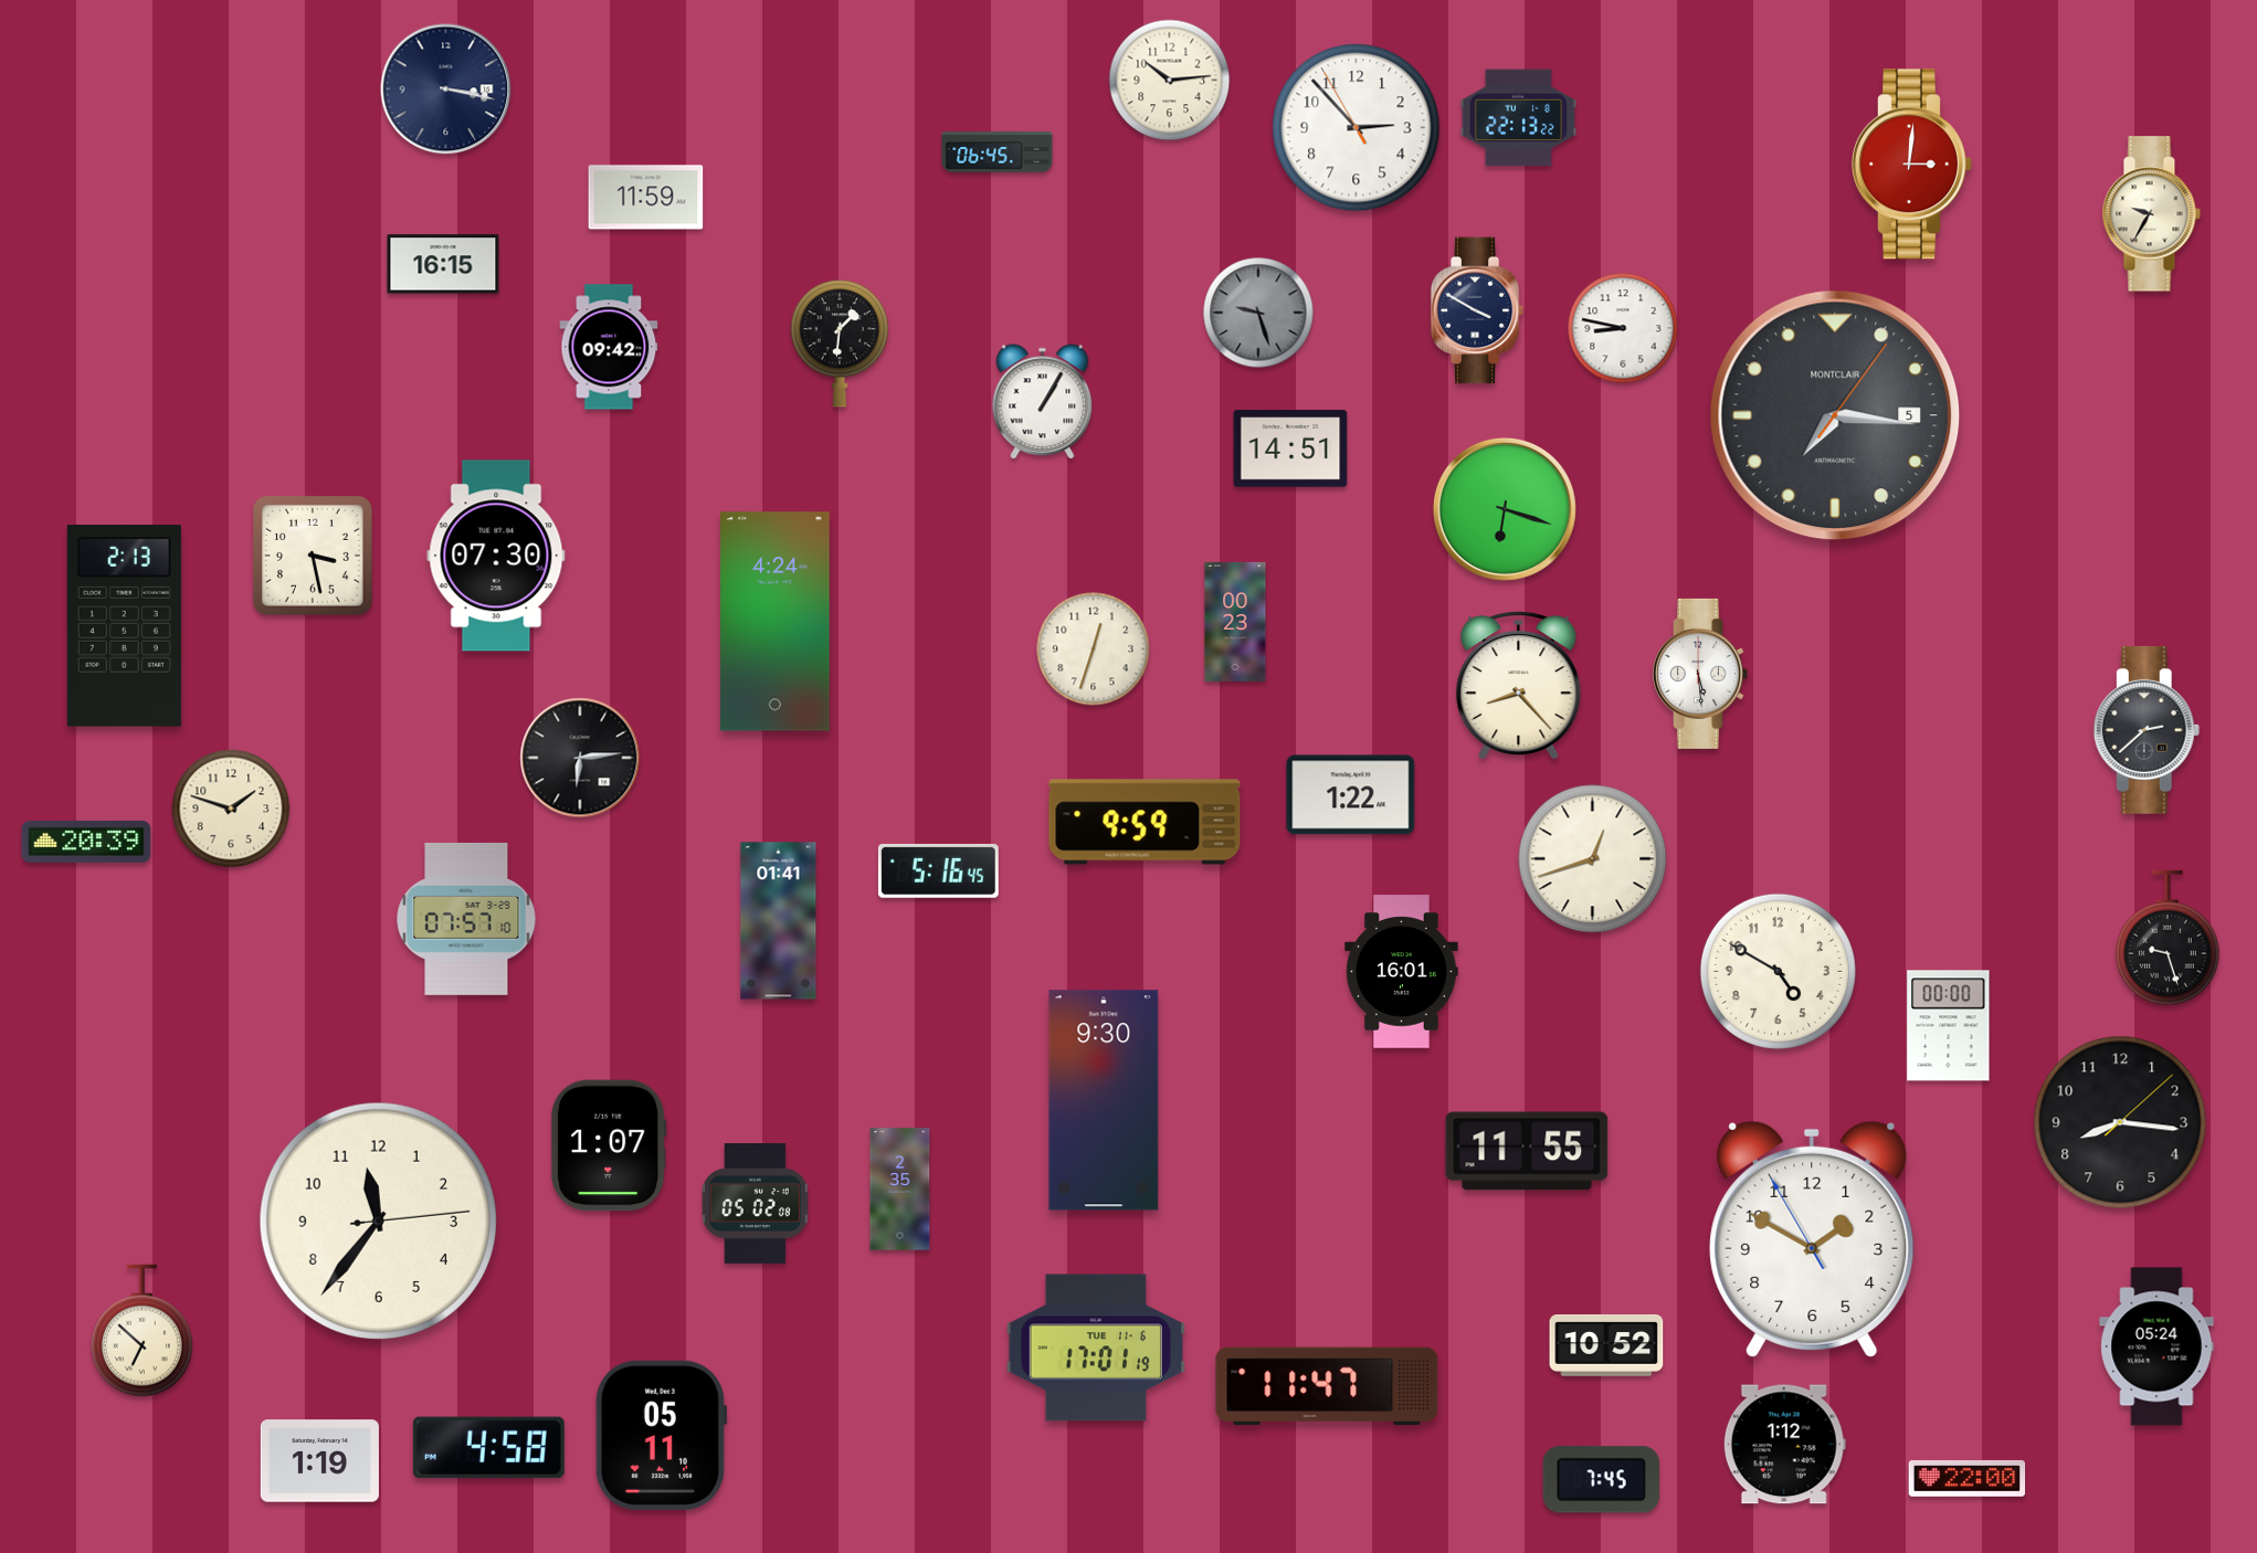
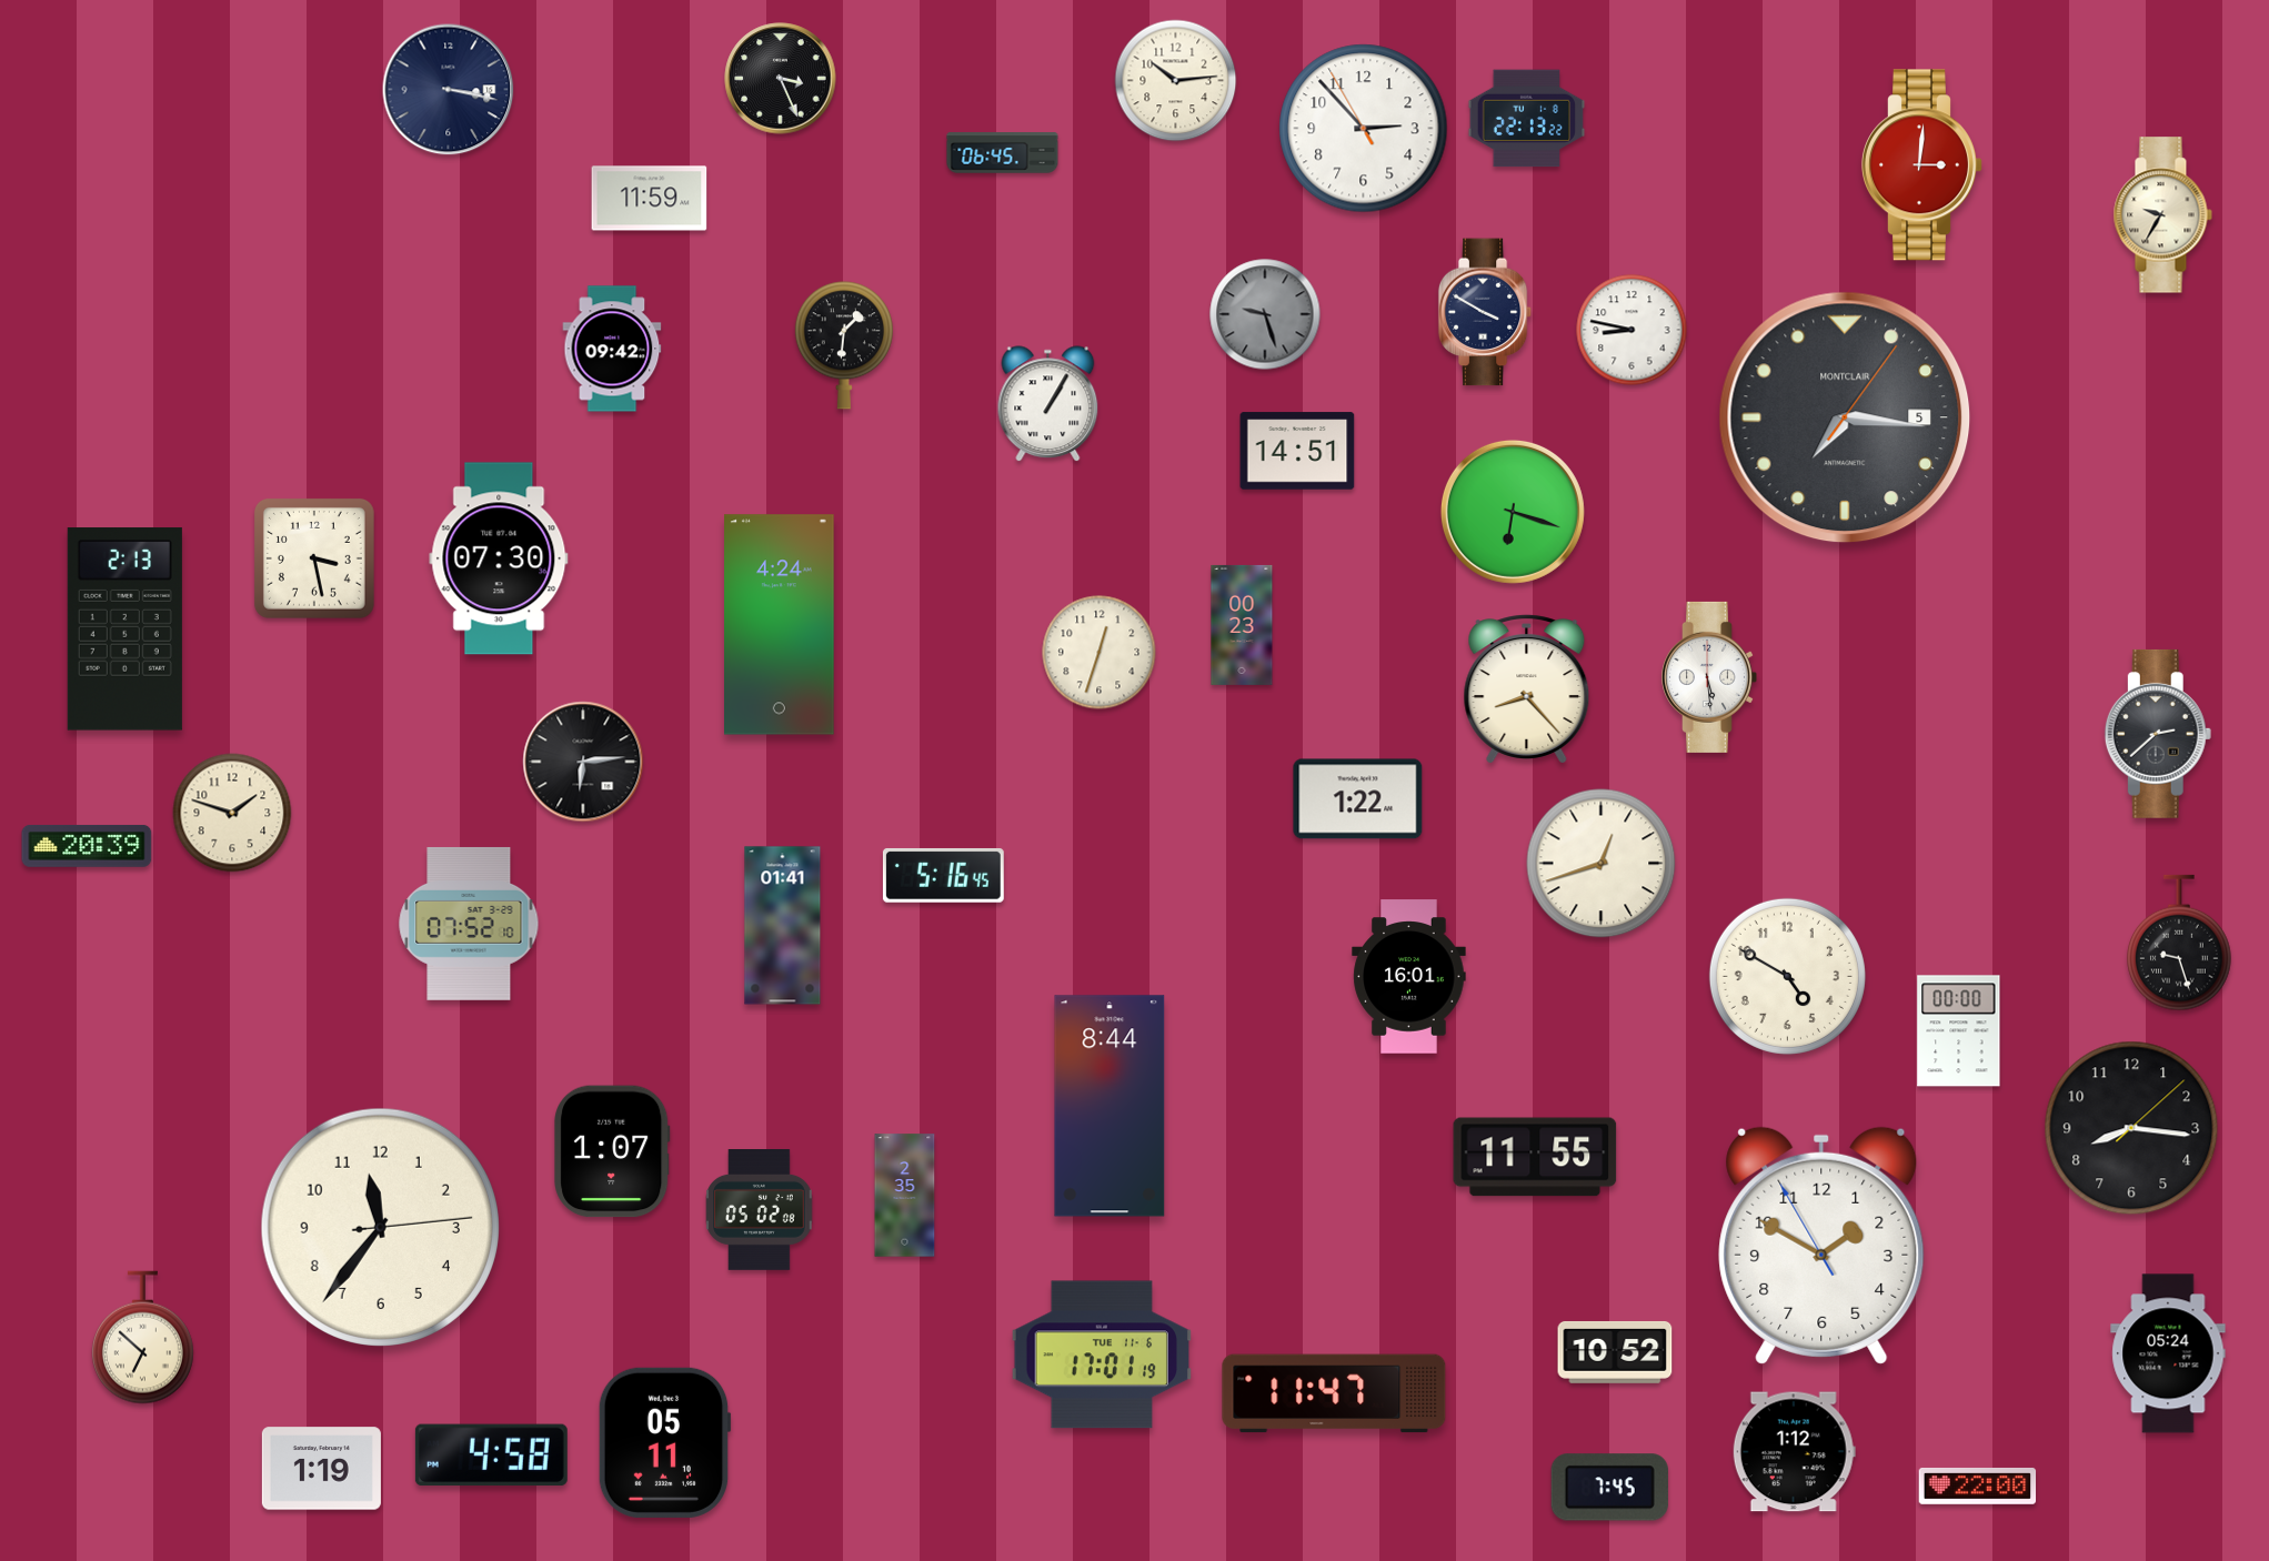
clock at (781, 79): none -> 3:26
clock at (443, 264): 16:15 -> none
clock at (1145, 822): 9:59 -> none
clock at (466, 919): 07:57 -> 07:52
clock at (1104, 1100): 9:30 -> 8:44
